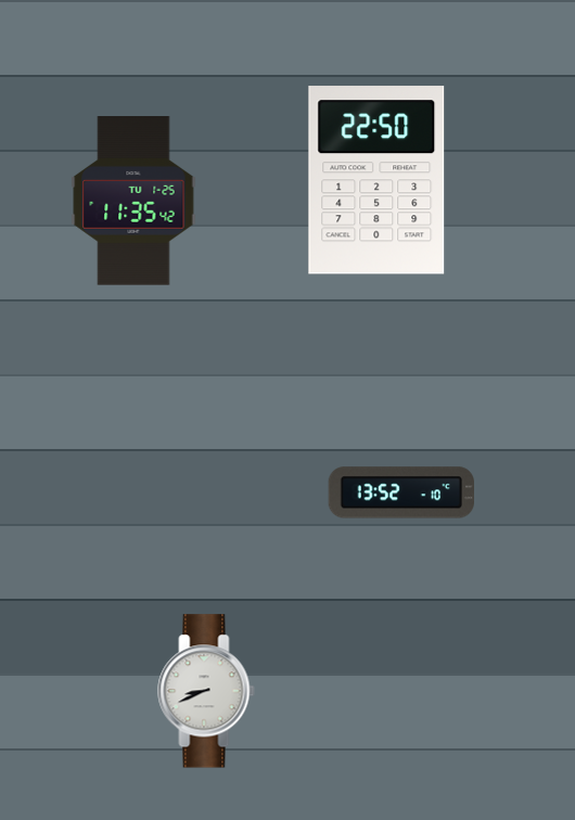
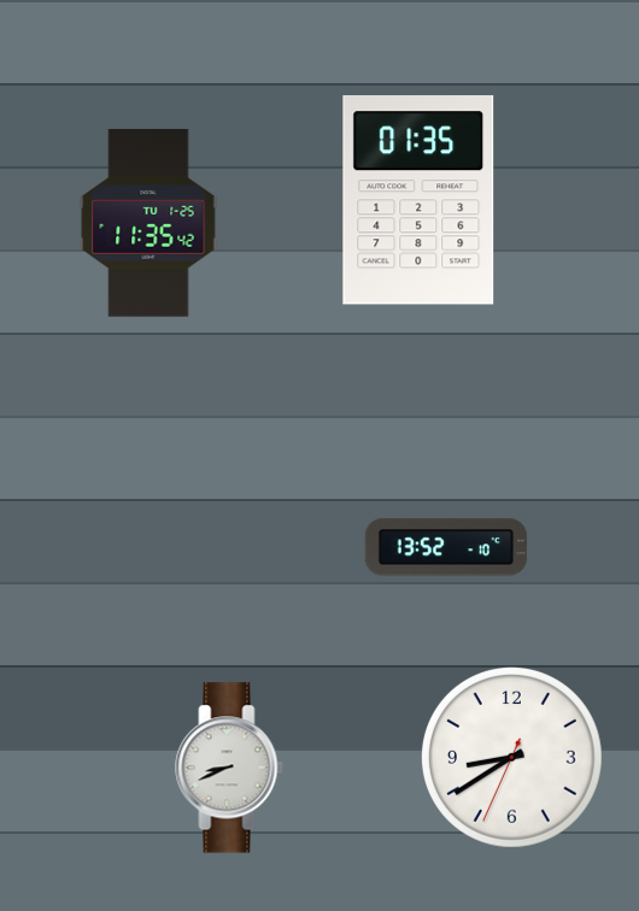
clock at (376, 180): 22:50 -> 01:35
clock at (511, 757): none -> 8:39
